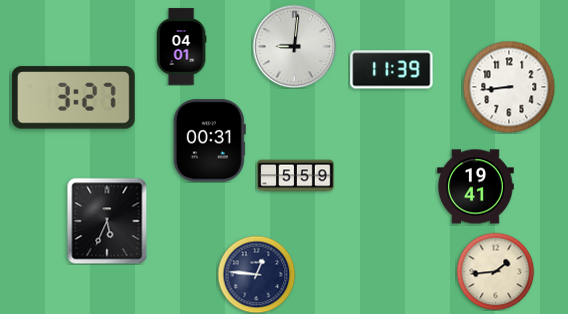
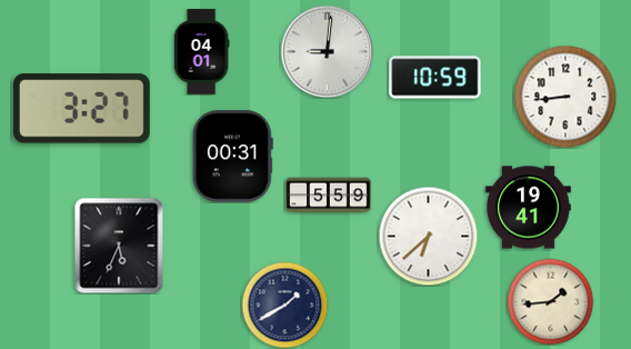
clock at (392, 70): 11:39 -> 10:59
clock at (428, 236): none -> 6:38
clock at (256, 274): 12:46 -> 1:40
